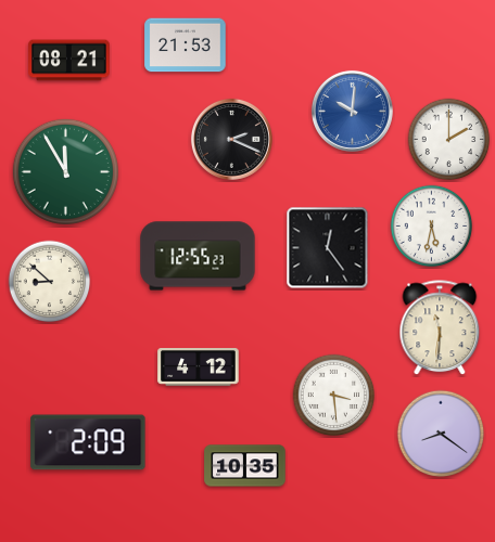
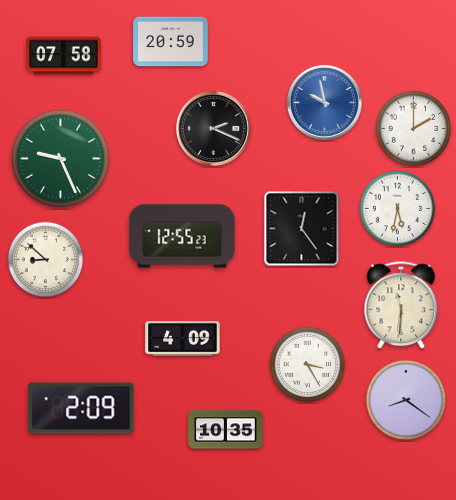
clock at (186, 46): 21:53 -> 20:59
clock at (69, 61): 08:21 -> 07:58
clock at (352, 111): 10:01 -> 9:58
clock at (65, 171): 11:55 -> 9:26
clock at (440, 328) position: (440, 328) -> (401, 306)
clock at (199, 367): 4:12 -> 4:09
clock at (334, 396): 3:29 -> 3:25
